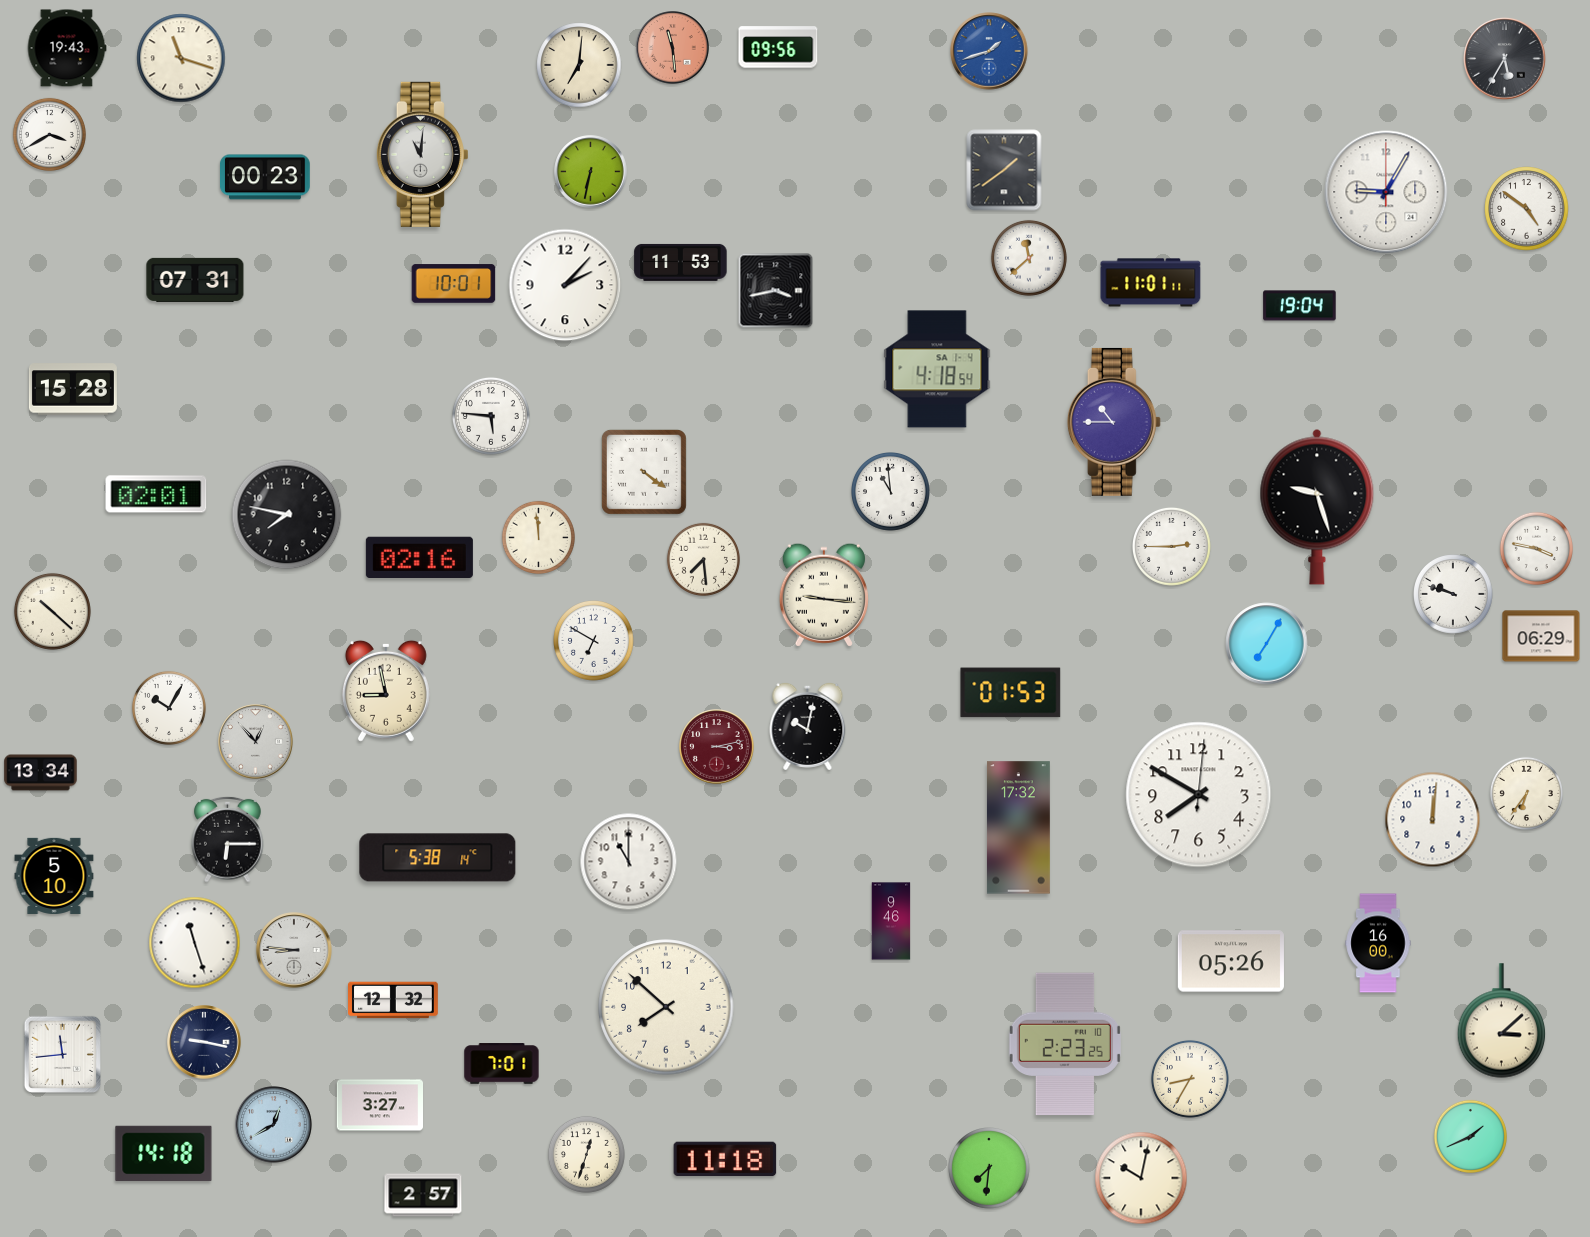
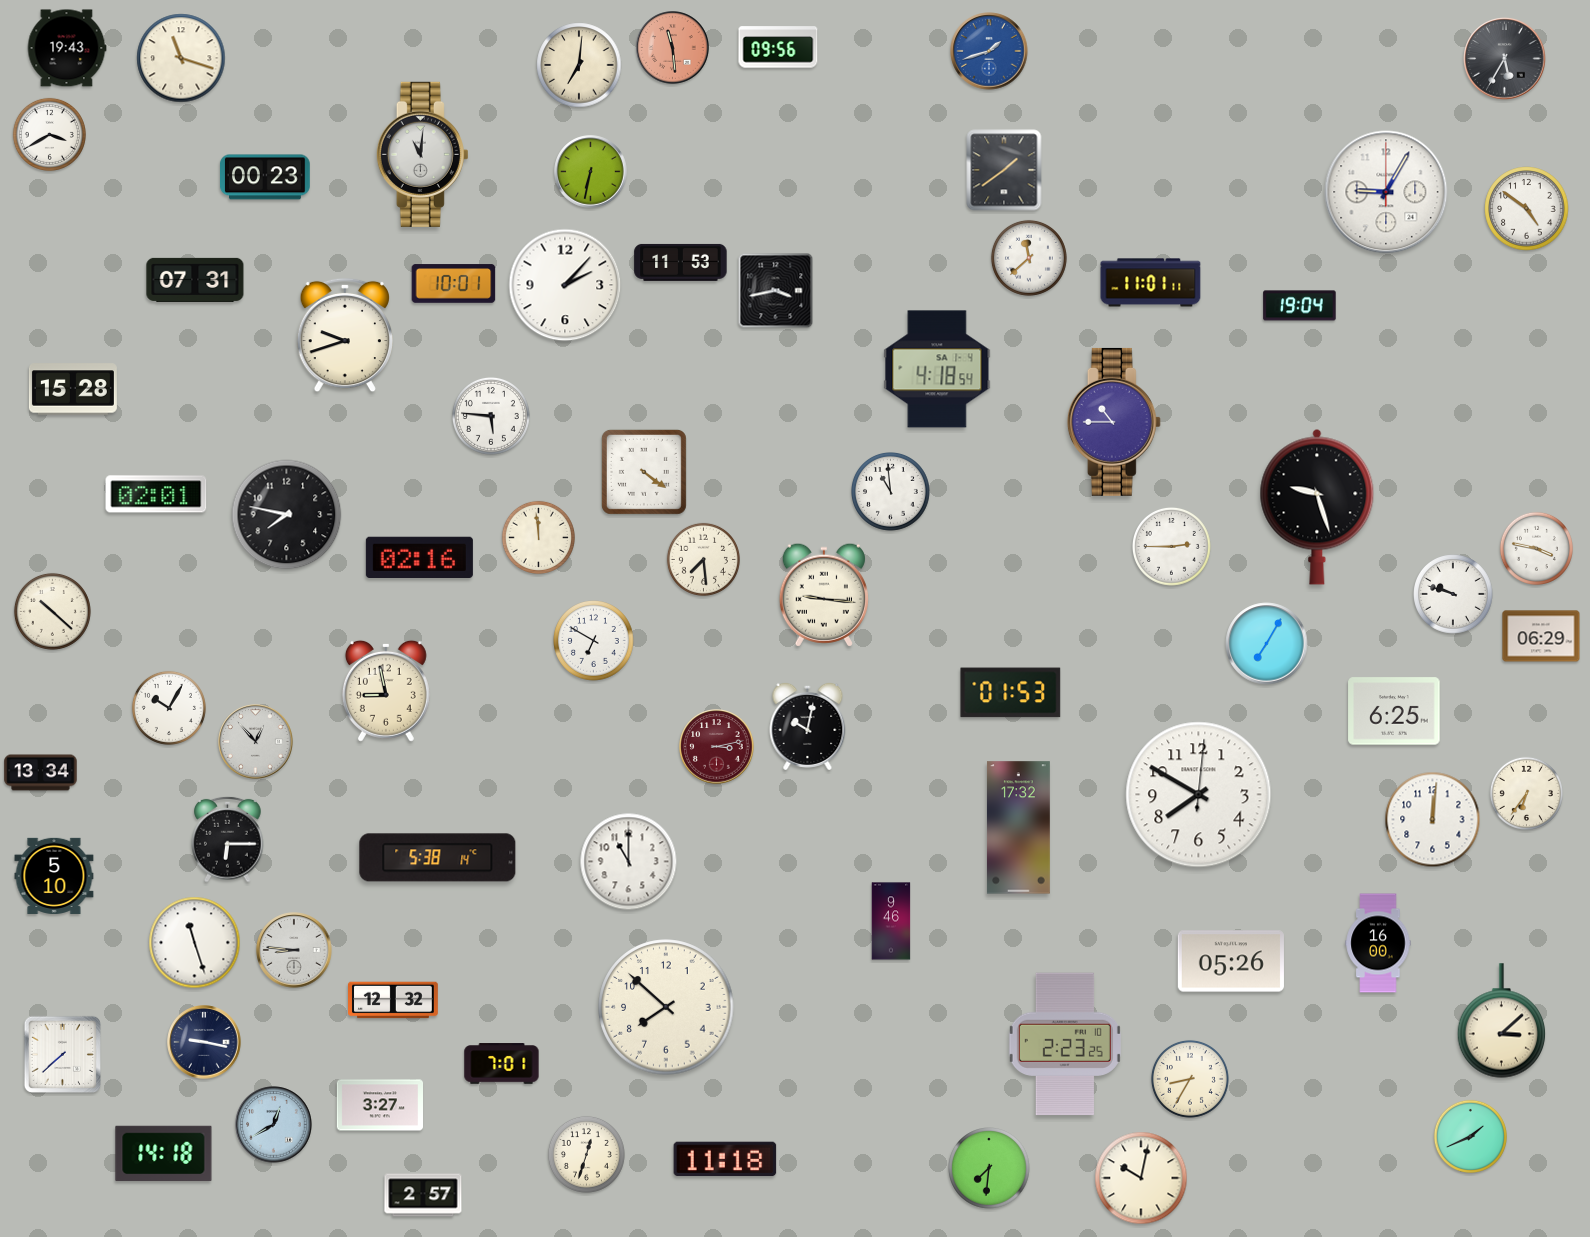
clock at (344, 335): none -> 9:42
clock at (1394, 711): none -> 6:25
clock at (62, 1054): 11:44 -> 7:38
